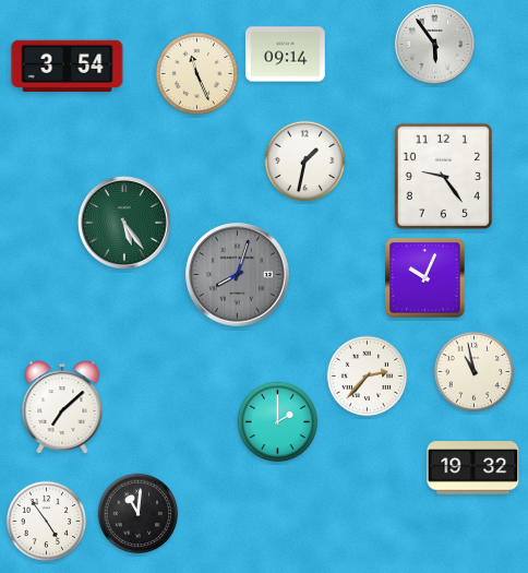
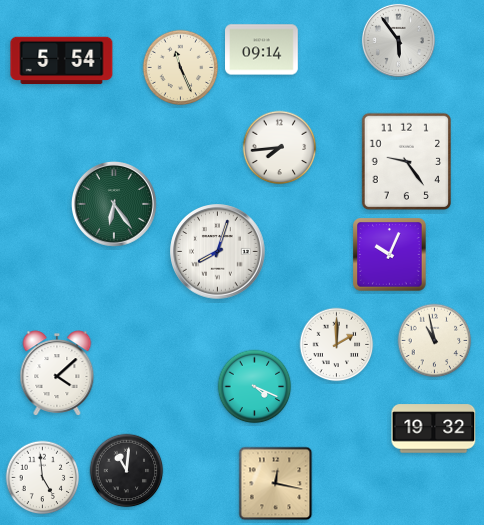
clock at (68, 67): 3:54 -> 5:54
clock at (305, 162): 1:32 -> 7:44
clock at (125, 224): 5:24 -> 6:24
clock at (238, 275) dial: grey -> white
clock at (368, 377): 2:37 -> 2:00
clock at (62, 407): 7:08 -> 4:08
clock at (278, 422): 2:00 -> 4:19
clock at (47, 522): 4:54 -> 4:59
clock at (276, 484): none -> 12:17
